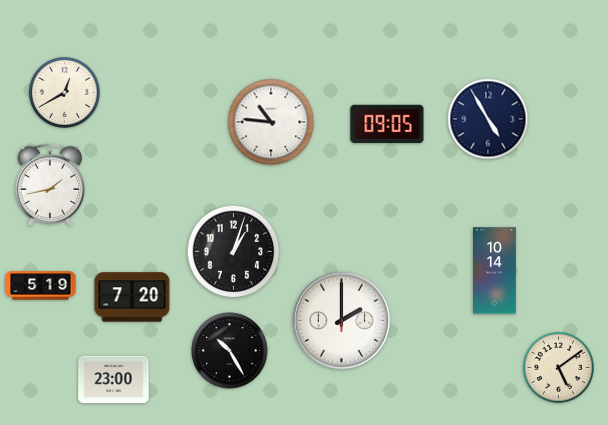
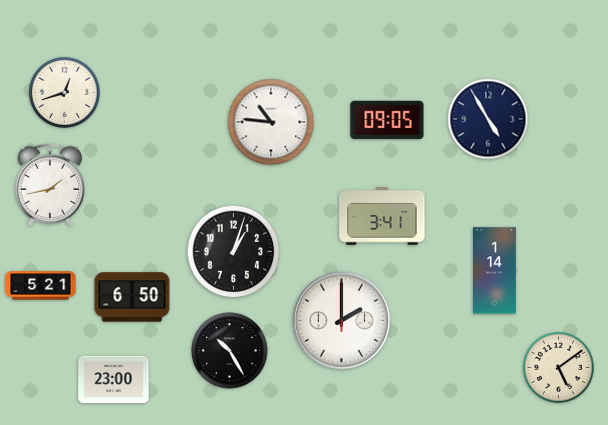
clock at (64, 92): 12:40 -> 12:42
clock at (387, 124) position: (387, 124) -> (387, 120)
clock at (382, 216): none -> 3:41
clock at (495, 271): 10:14 -> 1:14
clock at (41, 286): 5:19 -> 5:21
clock at (132, 297): 7:20 -> 6:50
